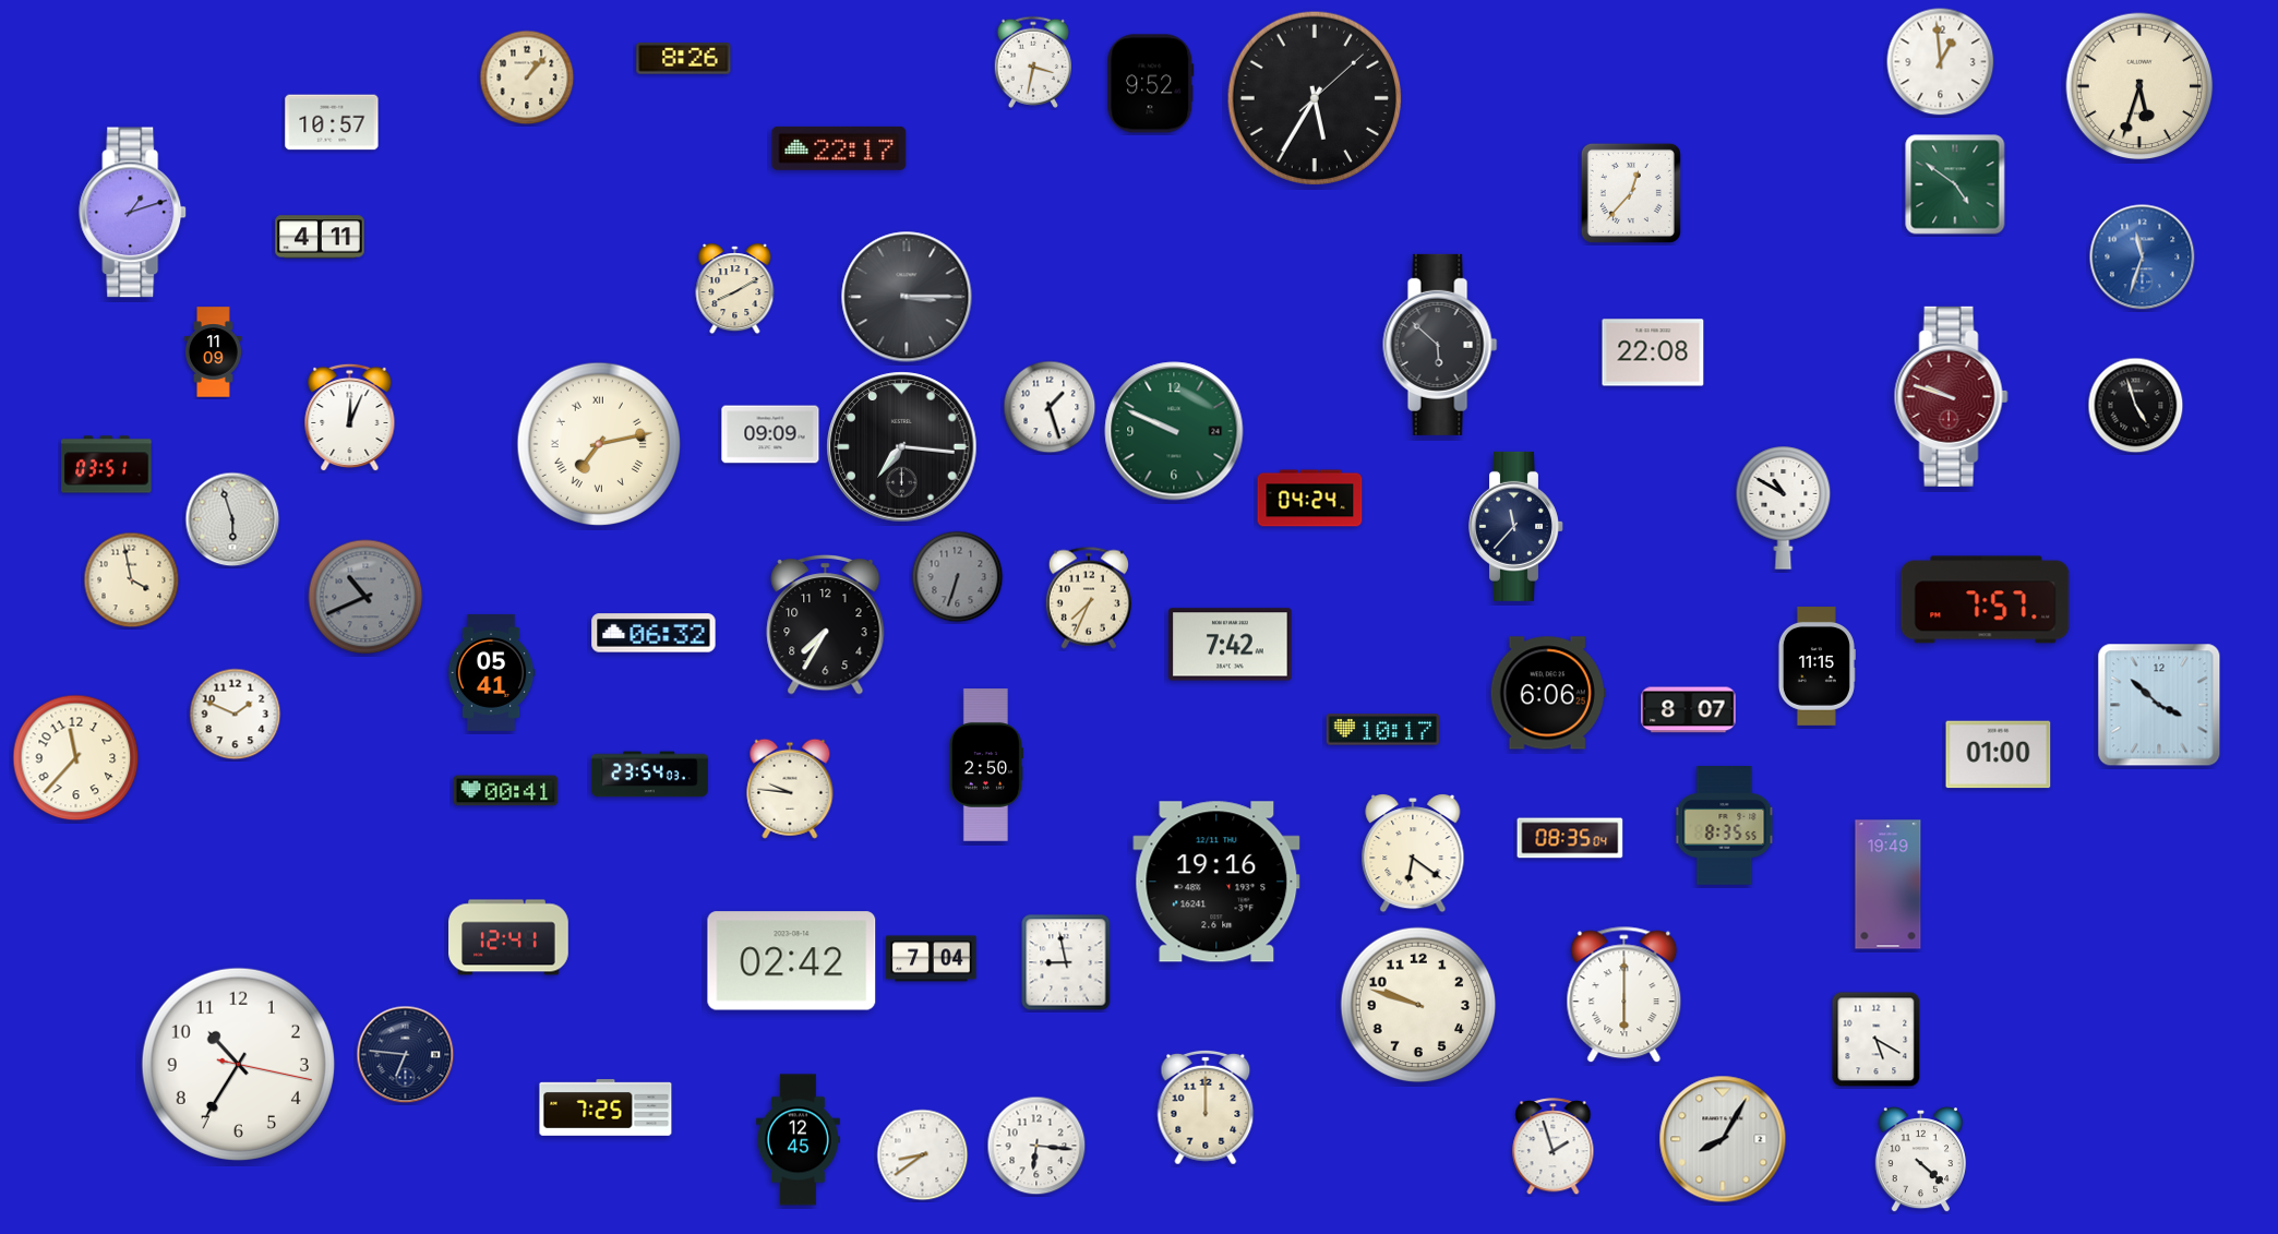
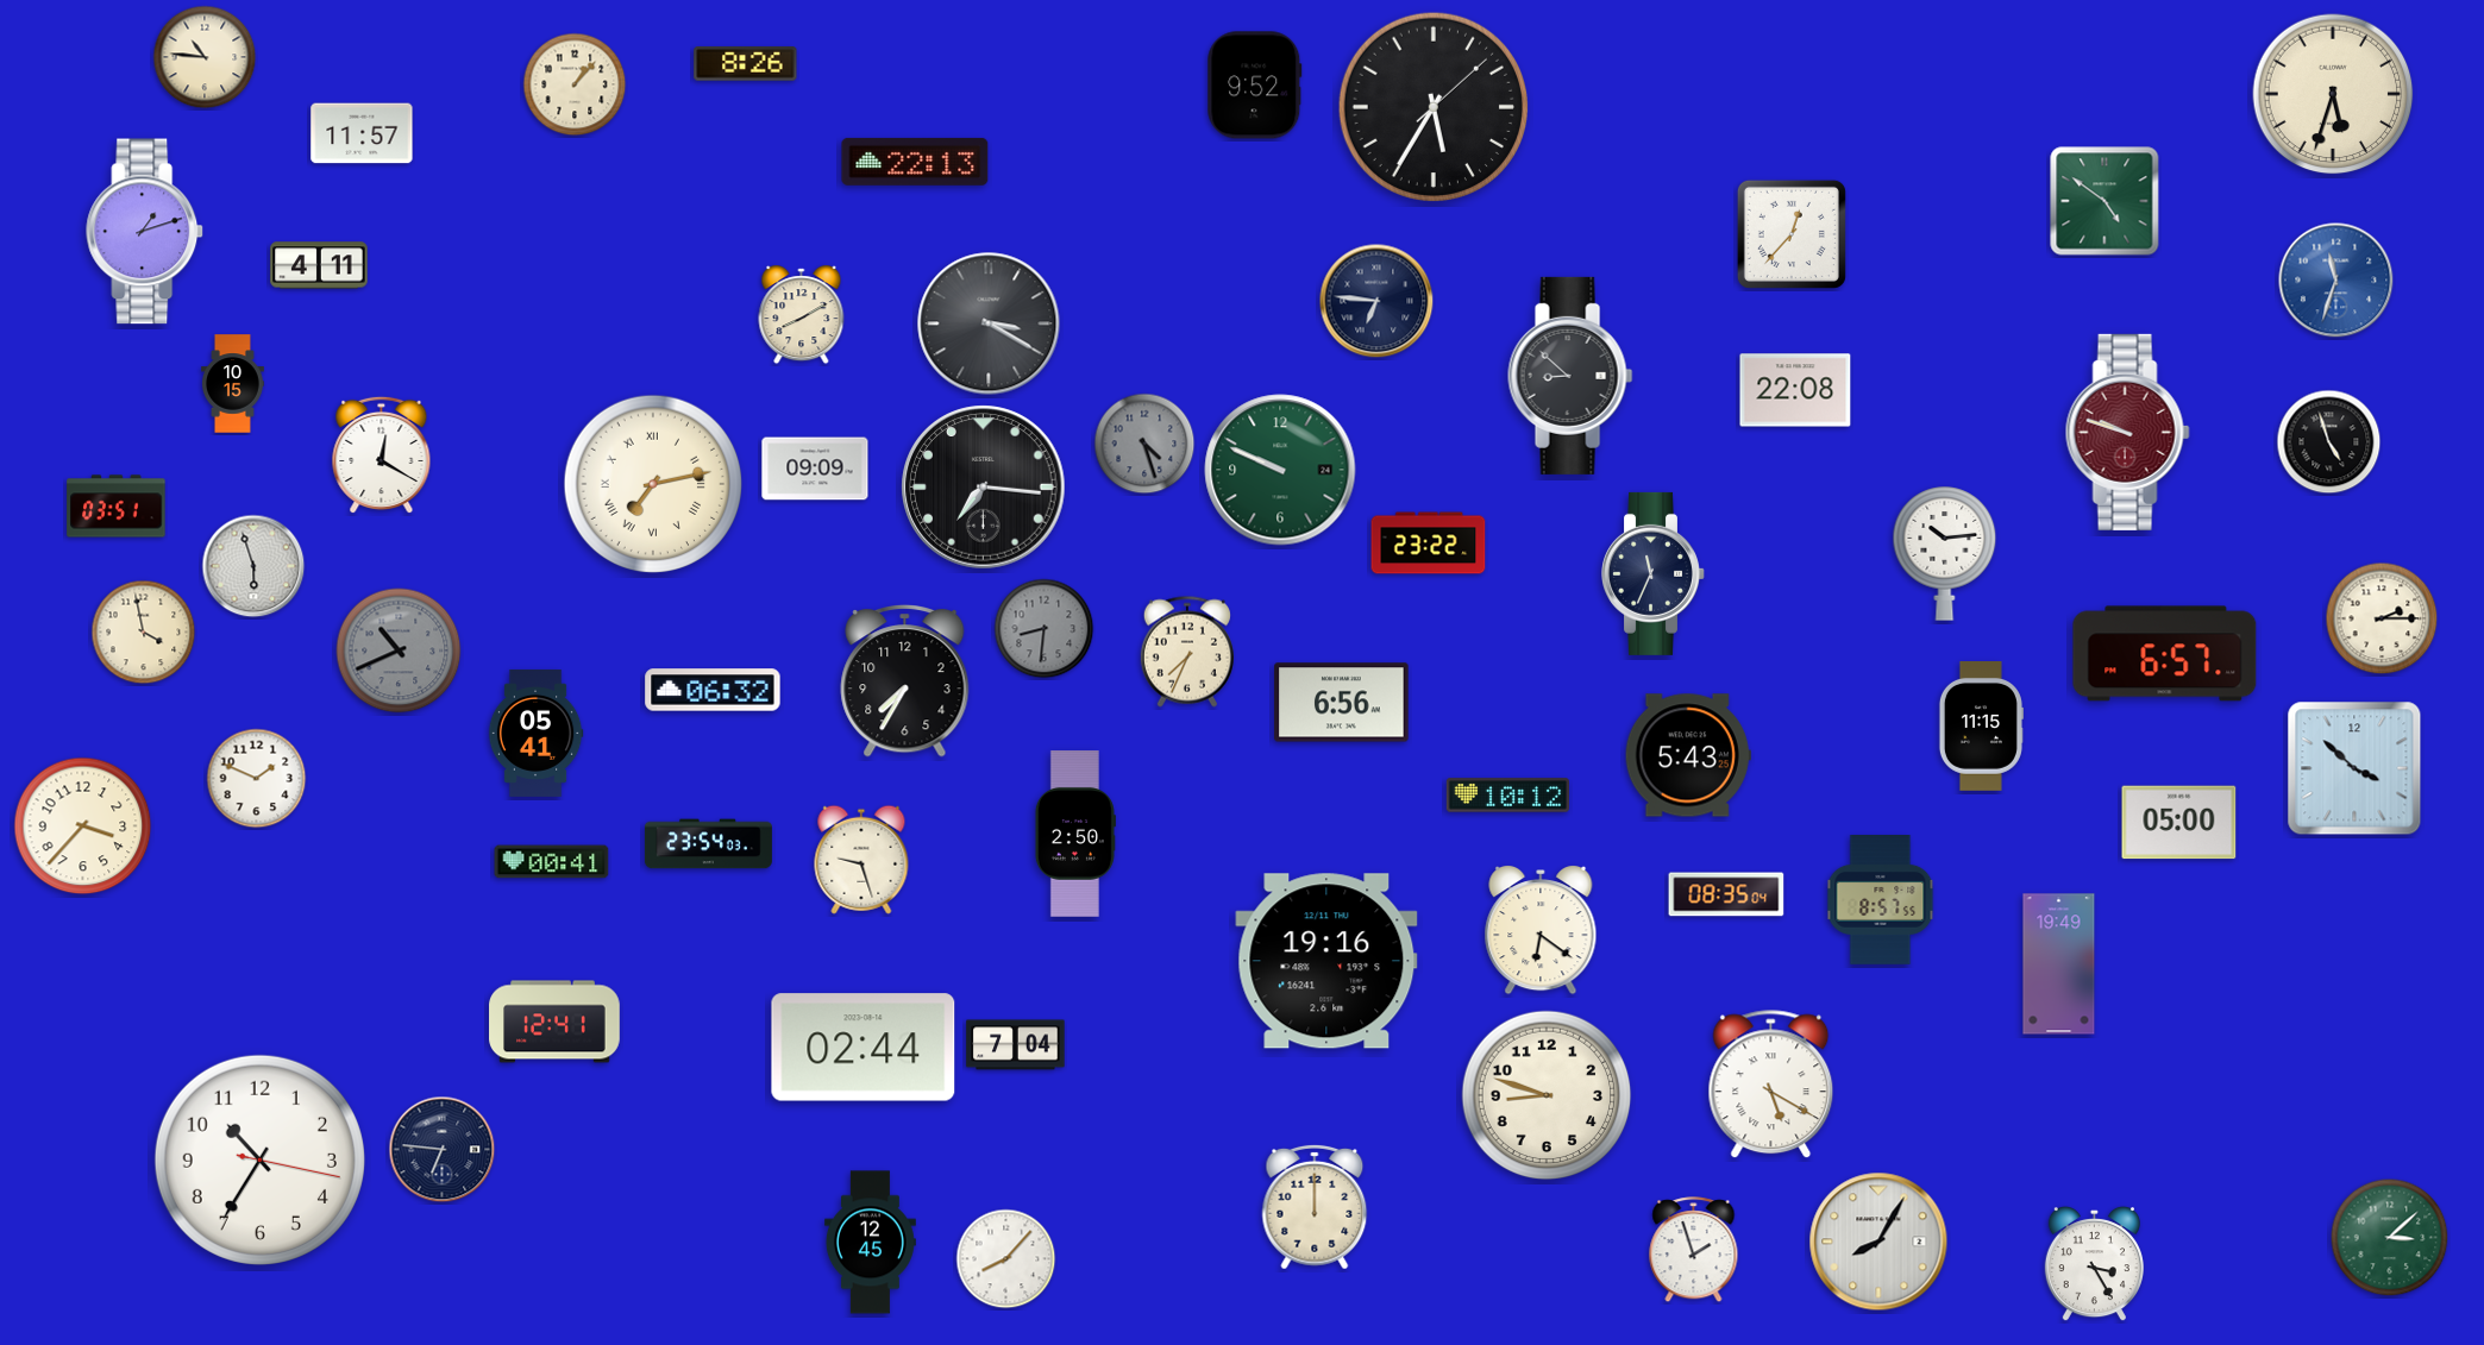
clock at (205, 57): none -> 10:46
clock at (1032, 62): 3:32 -> none
clock at (1941, 62): 12:59 -> none
clock at (1151, 84) position: (1151, 84) -> (1255, 86)
clock at (332, 122): 10:57 -> 11:57
clock at (839, 148): 22:17 -> 22:13
clock at (1955, 184) position: (1955, 184) -> (2104, 201)
clock at (1631, 193) position: (1631, 193) -> (1792, 234)
clock at (320, 237) position: (320, 237) -> (319, 265)
clock at (1376, 301): none -> 6:46
clock at (907, 297): 3:15 -> 3:20
clock at (1440, 345): 5:52 -> 8:52
clock at (214, 352): 11:09 -> 10:15
clock at (1653, 352) position: (1653, 352) -> (1795, 390)
clock at (1050, 407): 1:27 -> 4:27
clock at (1050, 407) dial: white -> grey
clock at (350, 418): 12:04 -> 12:20
clock at (770, 434) position: (770, 434) -> (815, 469)
clock at (1310, 499): 04:24 -> 23:22
clock at (1784, 508): 10:50 -> 10:14
clock at (1516, 526): 11:37 -> 11:34
clock at (2382, 618): none -> 2:15
clock at (958, 577): 6:33 -> 8:31
clock at (1986, 600): 7:57 -> 6:57
clock at (826, 625) position: (826, 625) -> (905, 681)
clock at (1231, 645): 7:42 -> 6:56
clock at (1548, 693): 6:06 -> 5:43
clock at (1689, 710): 8:07 -> none
clock at (1382, 730): 10:17 -> 10:12
clock at (1999, 755): 01:00 -> 05:00
clock at (76, 758): 11:37 -> 3:37
clock at (790, 789): 9:46 -> 9:27
clock at (1725, 826): 8:35 -> 8:57
clock at (1570, 838) position: (1570, 838) -> (1726, 894)
clock at (792, 961): 02:42 -> 02:44
clock at (1066, 962): 8:58 -> none
clock at (1624, 995): 6:00 -> 5:20
clock at (1418, 1005): 9:48 -> 8:48
clock at (1877, 1040): 5:20 -> none
clock at (606, 1109): 7:25 -> none
clock at (2390, 1238): none -> 3:08
clock at (1036, 1146): 6:16 -> none
clock at (923, 1155): 8:39 -> 8:07
clock at (1920, 1161): 4:22 -> 3:25
